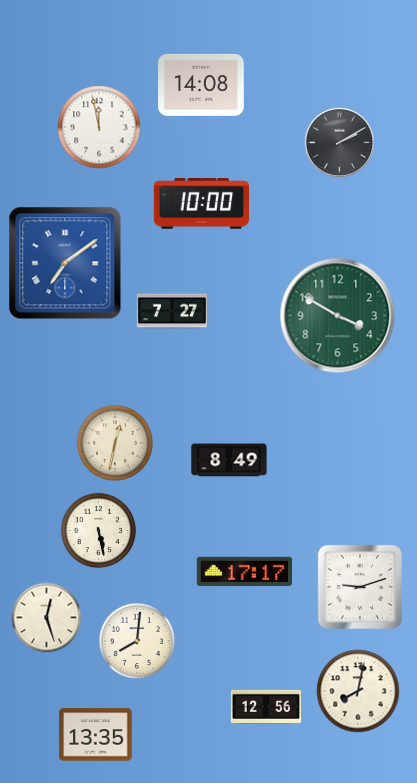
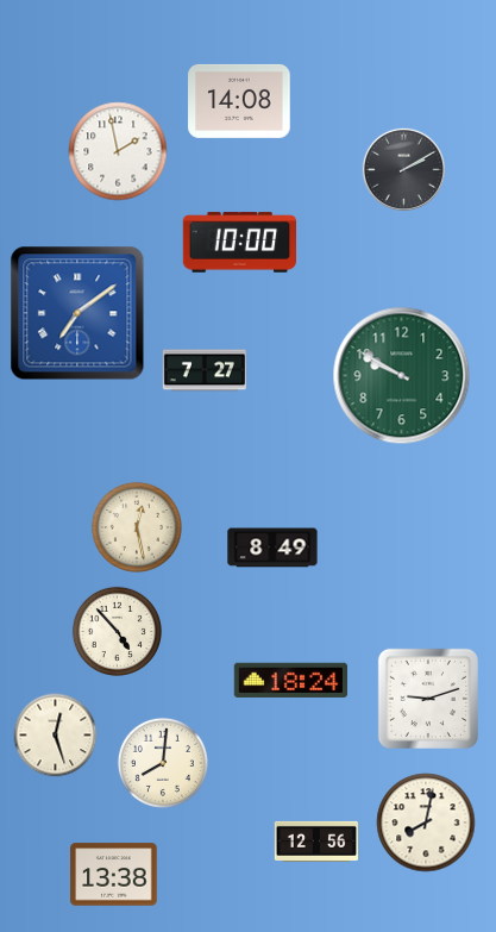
clock at (99, 127): 11:58 -> 1:58
clock at (338, 316): 3:50 -> 9:50
clock at (115, 443): 12:32 -> 12:28
clock at (98, 530): 5:28 -> 4:53
clock at (244, 571): 17:17 -> 18:24
clock at (96, 735): 13:35 -> 13:38
